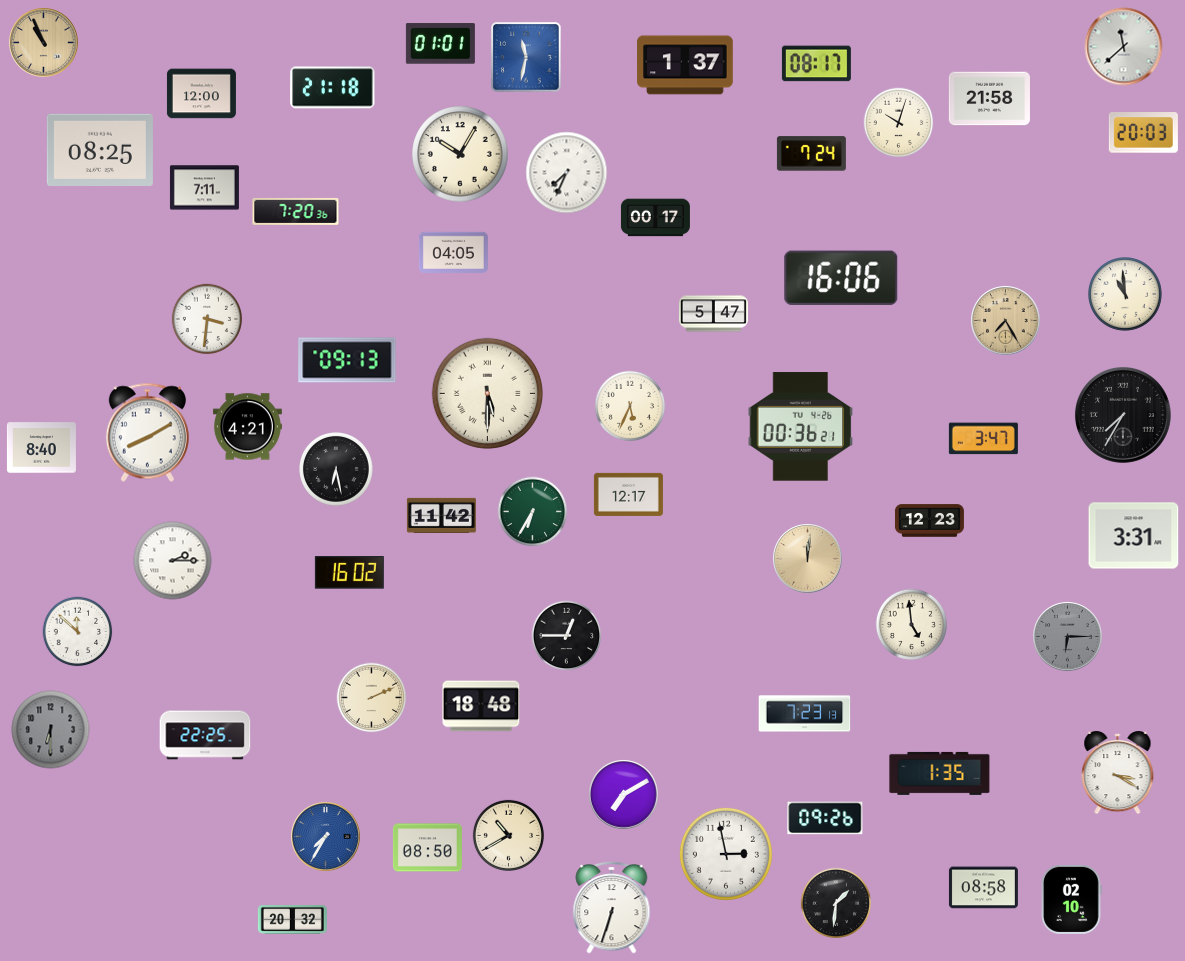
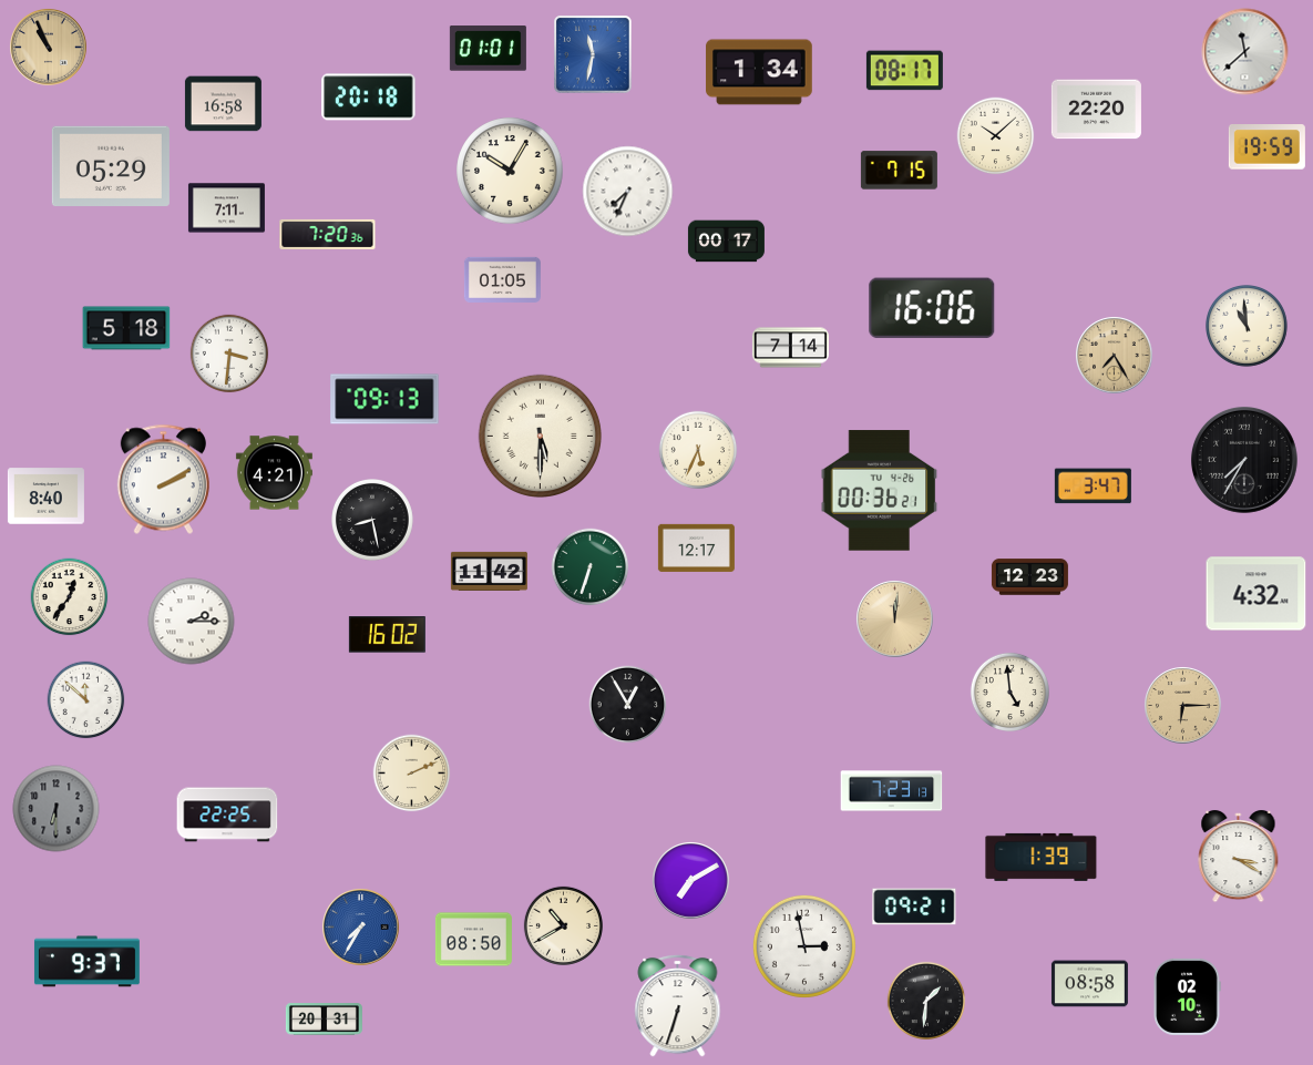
clock at (526, 57) position: (526, 57) -> (593, 54)
clock at (685, 65): 1:37 -> 1:34
clock at (333, 88): 21:18 -> 20:18
clock at (201, 94): 12:00 -> 16:58
clock at (989, 99): 21:58 -> 22:20
clock at (899, 123): 10:03 -> 10:08
clock at (1143, 133): 20:03 -> 19:59
clock at (100, 150): 08:25 -> 05:29
clock at (811, 154): 7:24 -> 7:15
clock at (453, 252): 04:05 -> 01:05
clock at (126, 328): none -> 5:18
clock at (713, 314): 5:47 -> 7:14
clock at (801, 427) position: (801, 427) -> (880, 491)
clock at (147, 433): 8:10 -> 2:10
clock at (983, 439) position: (983, 439) -> (1093, 487)
clock at (337, 470): 6:28 -> 8:28
clock at (533, 512): 6:35 -> 6:33
clock at (1134, 536): 3:31 -> 4:32
clock at (70, 597): none -> 12:36
clock at (567, 636): 12:45 -> 12:55
clock at (1068, 637) dial: grey -> champagne
clock at (481, 706): 18:48 -> none
clock at (940, 773): 1:35 -> 1:39
clock at (825, 818): 09:26 -> 09:21
clock at (86, 962): none -> 9:37
clock at (292, 920): 20:32 -> 20:31
